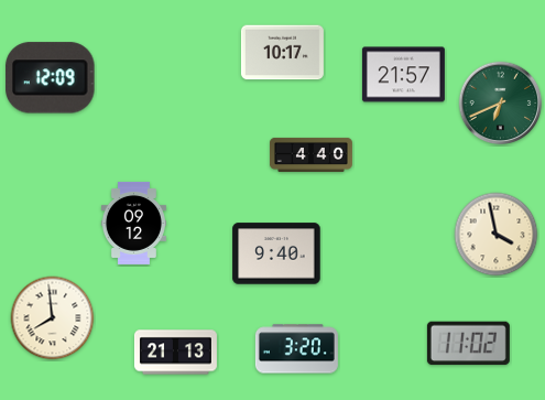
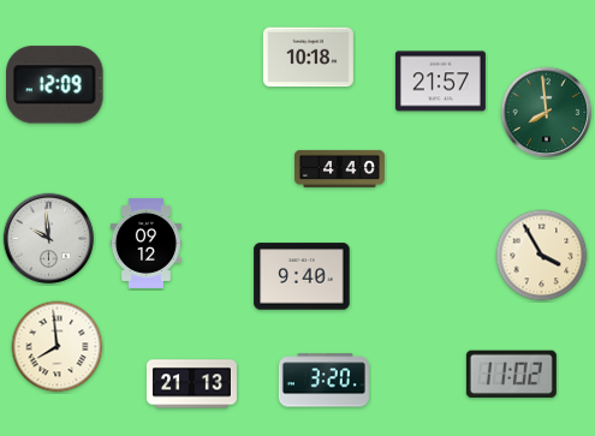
clock at (282, 53): 10:17 -> 10:18
clock at (501, 104): 6:41 -> 7:59
clock at (49, 239): none -> 9:59
clock at (497, 235): 3:58 -> 3:55
